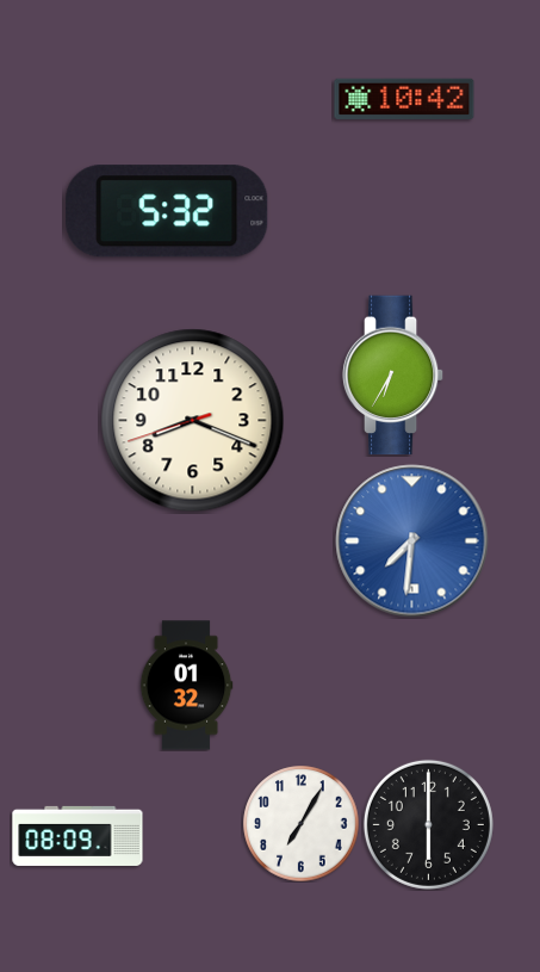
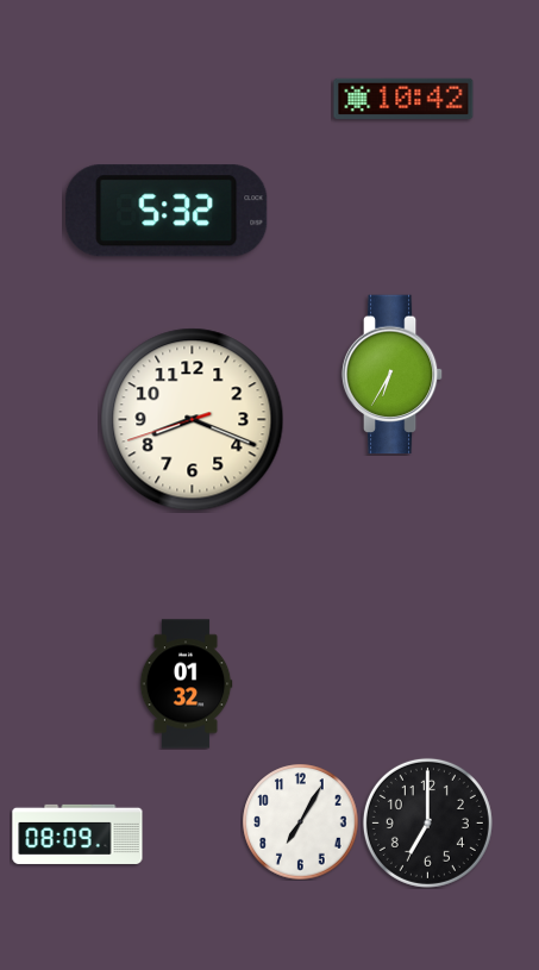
clock at (412, 541): 7:31 -> none
clock at (428, 824): 6:00 -> 7:00
